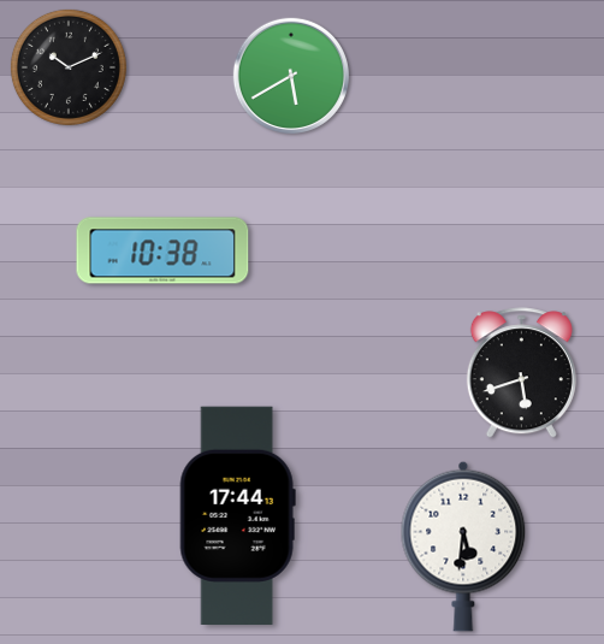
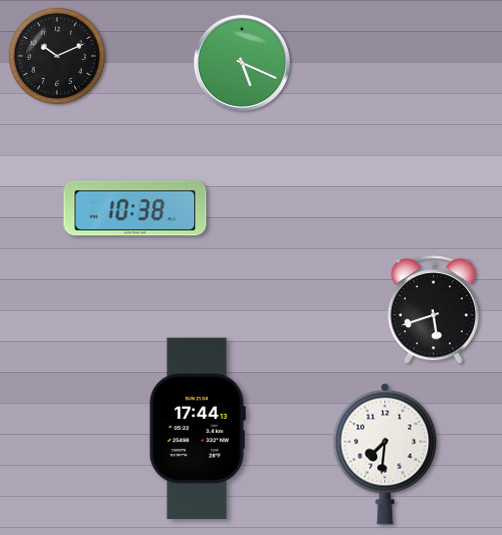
clock at (291, 76): 5:40 -> 5:19
clock at (463, 546): 5:31 -> 7:31
